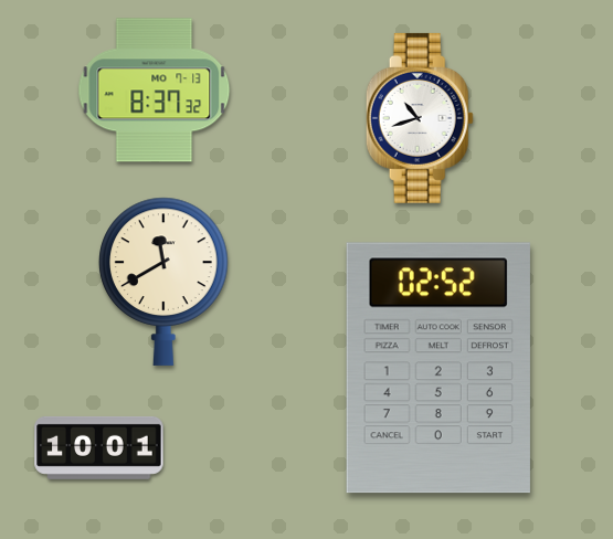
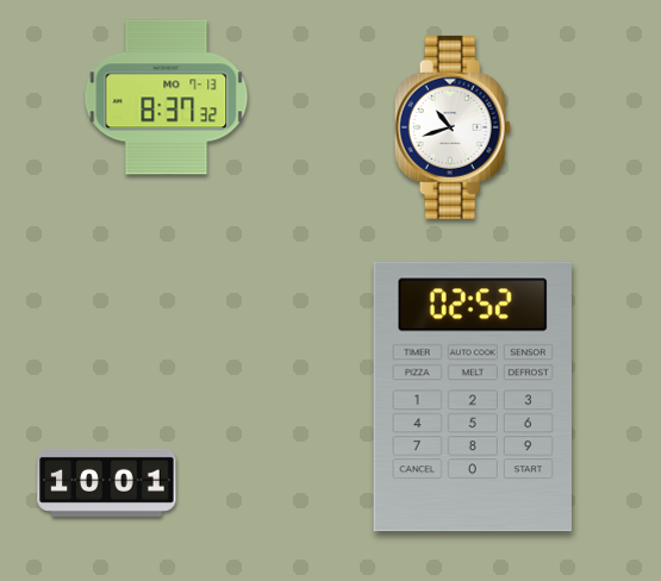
clock at (163, 282): 11:40 -> none
